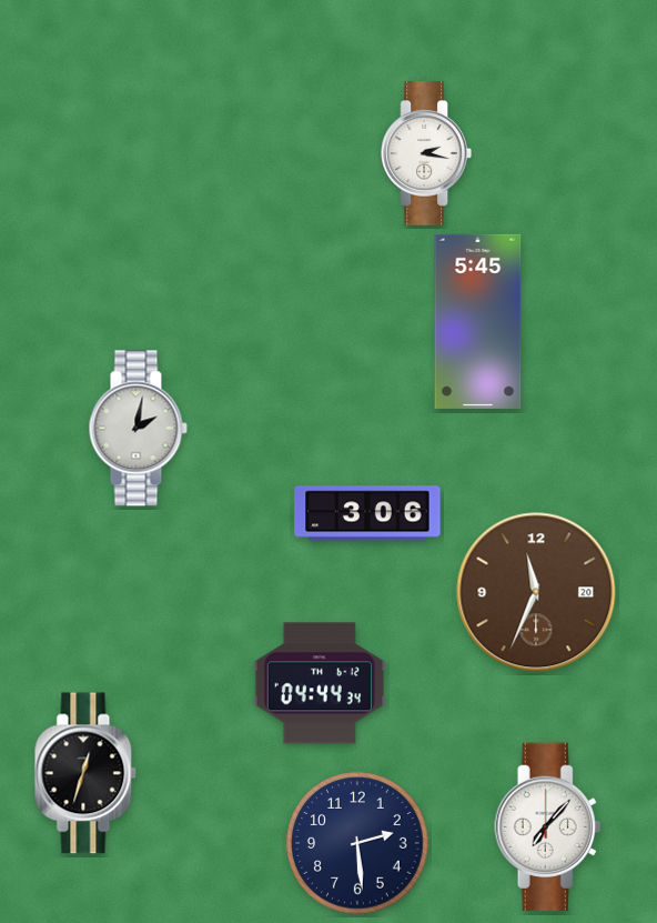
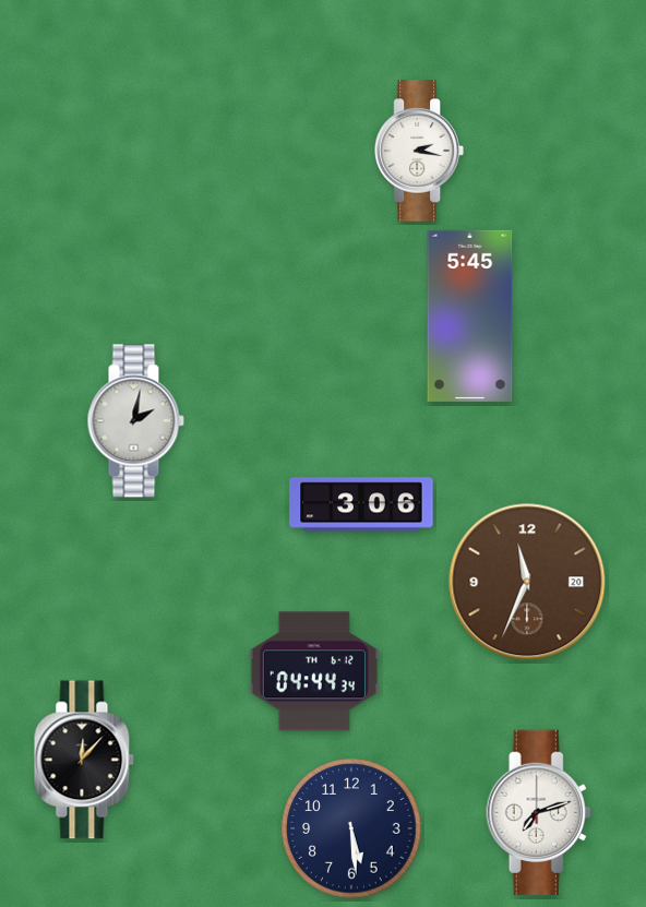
clock at (85, 773): 12:33 -> 12:07
clock at (548, 827): 7:07 -> 7:12
clock at (357, 843): 2:29 -> 5:29
